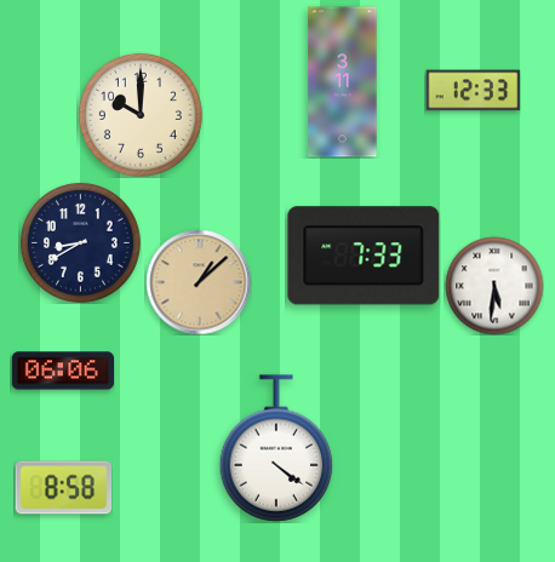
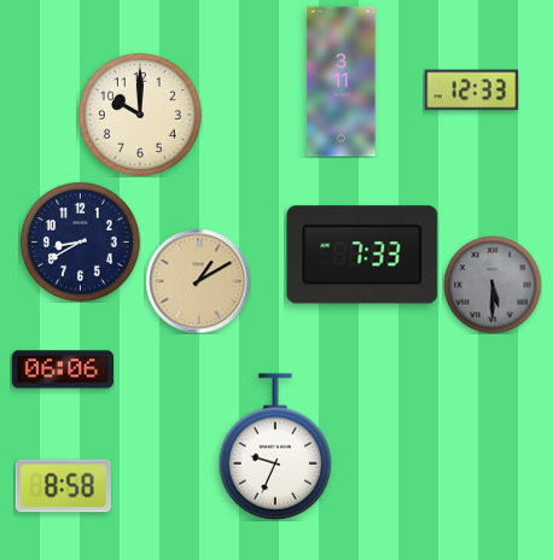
clock at (199, 282): 1:08 -> 1:10
clock at (494, 286): 5:31 -> 5:30
clock at (494, 286) dial: white -> grey
clock at (276, 448): 4:21 -> 9:34
